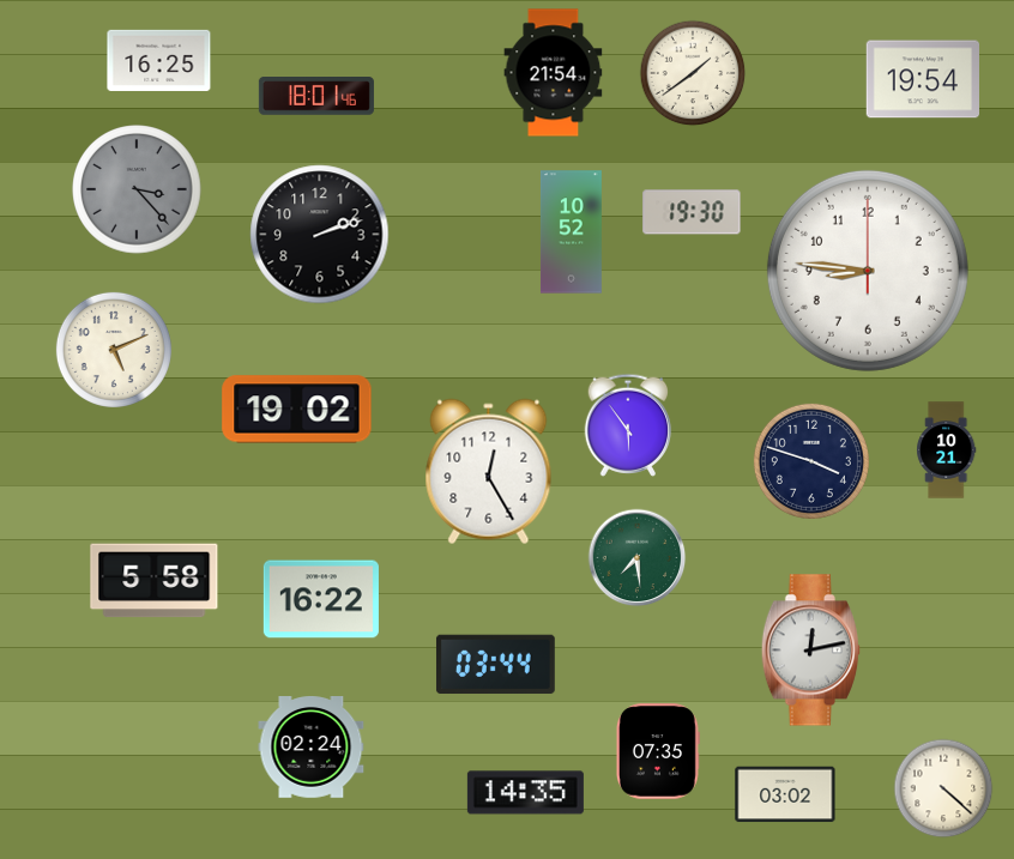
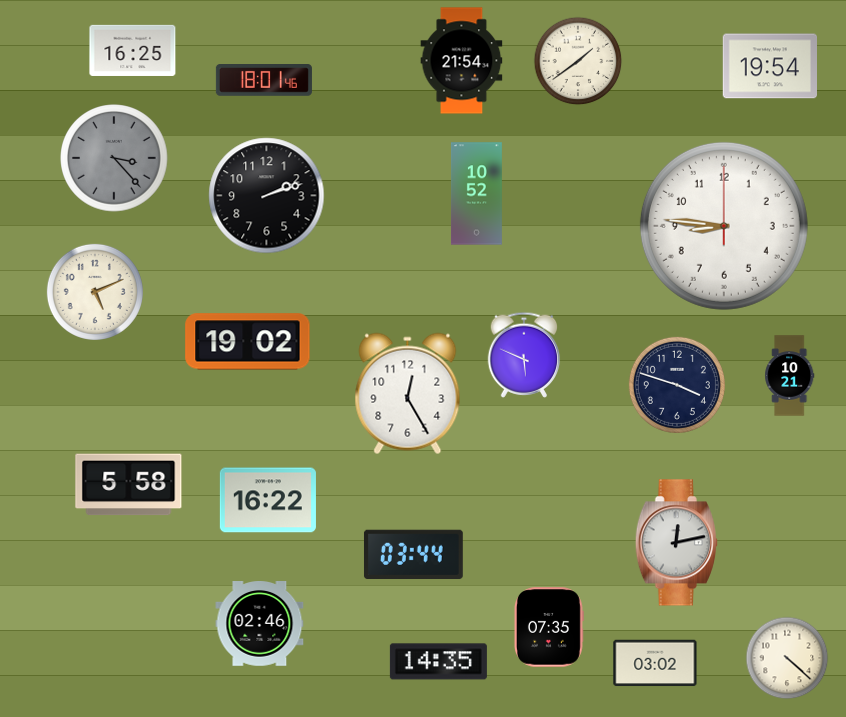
clock at (692, 212): 19:30 -> none
clock at (628, 425): 5:54 -> 5:49
clock at (638, 558): 7:29 -> none
clock at (312, 748): 02:24 -> 02:46
